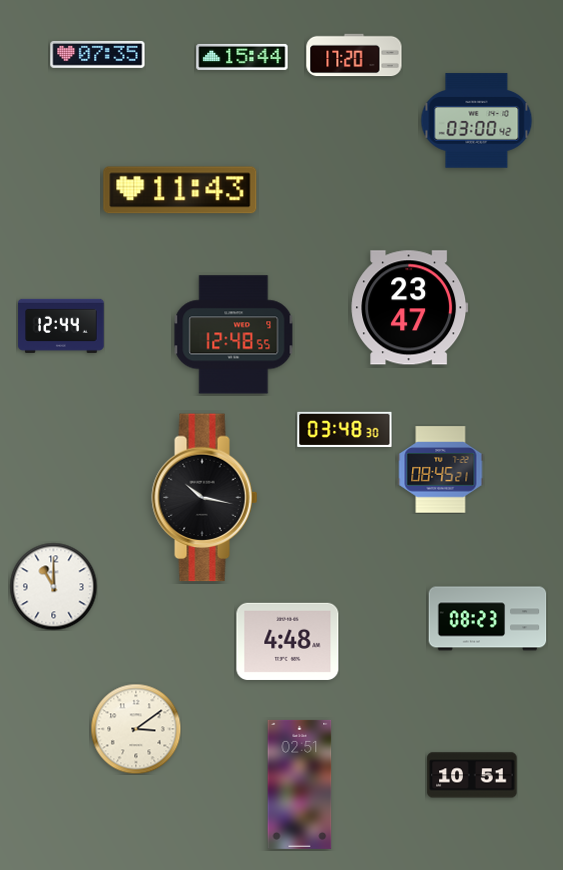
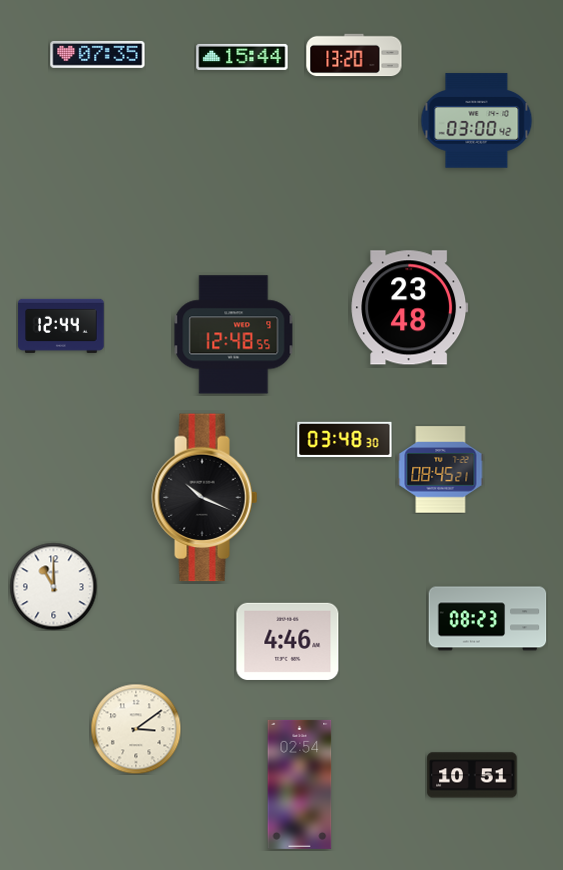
clock at (354, 55): 17:20 -> 13:20
clock at (180, 190): 11:43 -> none
clock at (410, 308): 23:47 -> 23:48
clock at (345, 429) position: (345, 429) -> (345, 439)
clock at (205, 498): 10:17 -> 10:19
clock at (288, 641): 4:48 -> 4:46
clock at (300, 784): 02:51 -> 02:54
